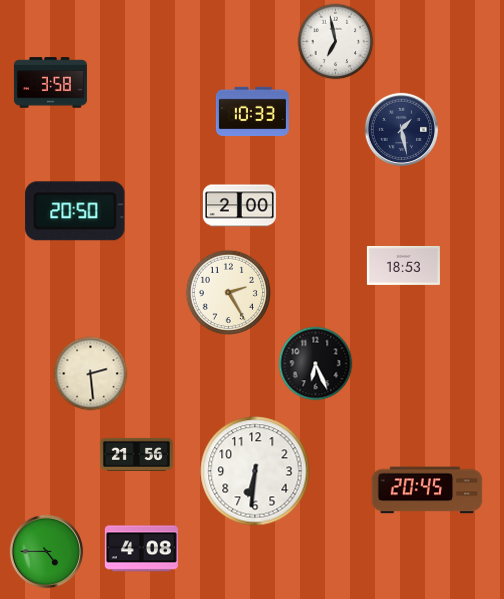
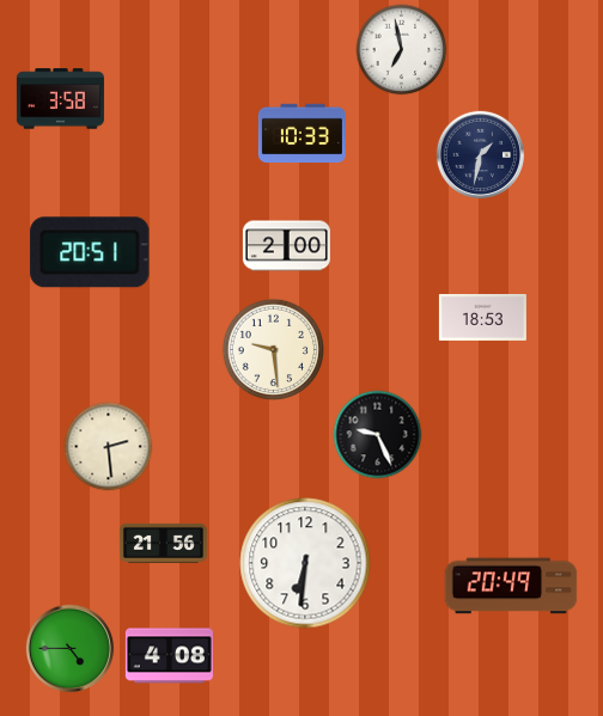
clock at (402, 130): 1:28 -> 1:32
clock at (75, 211): 20:50 -> 20:51
clock at (228, 292): 2:25 -> 9:29
clock at (316, 364): 6:26 -> 9:26
clock at (427, 490): 20:45 -> 20:49
clock at (47, 552) position: (47, 552) -> (71, 649)
